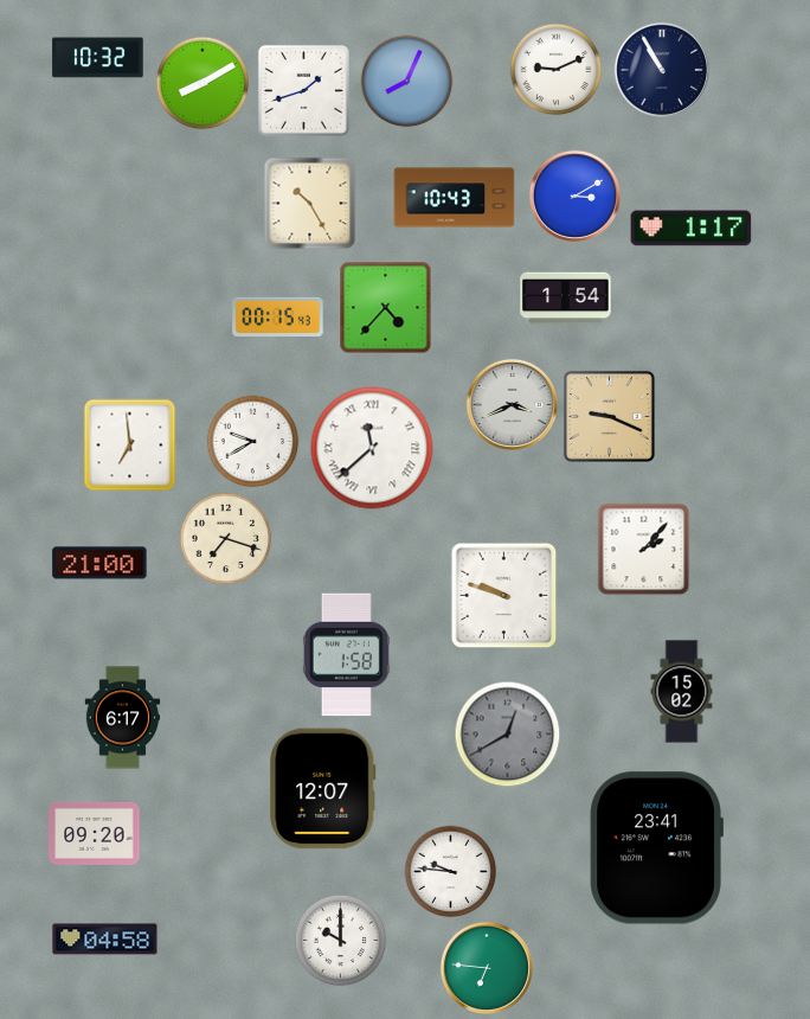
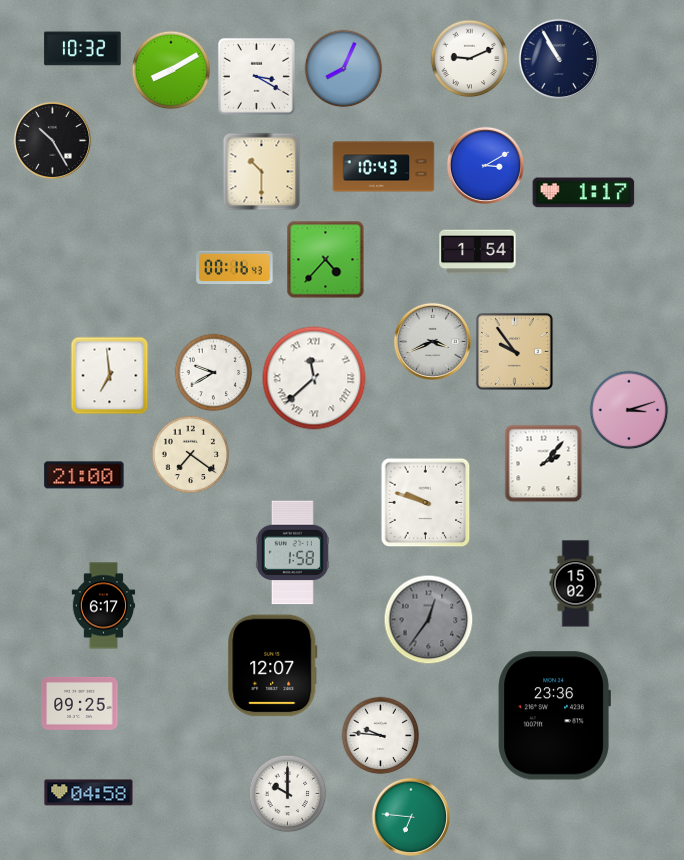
clock at (303, 90): 1:42 -> 3:20
clock at (52, 140): none -> 10:25
clock at (309, 203): 10:25 -> 10:30
clock at (278, 318): 00:15 -> 00:16
clock at (609, 416): 9:19 -> 9:54
clock at (629, 410): none -> 3:12
clock at (225, 538): 7:18 -> 7:21
clock at (507, 733): 12:40 -> 12:36
clock at (95, 833): 09:20 -> 09:25
clock at (656, 848): 23:41 -> 23:36
